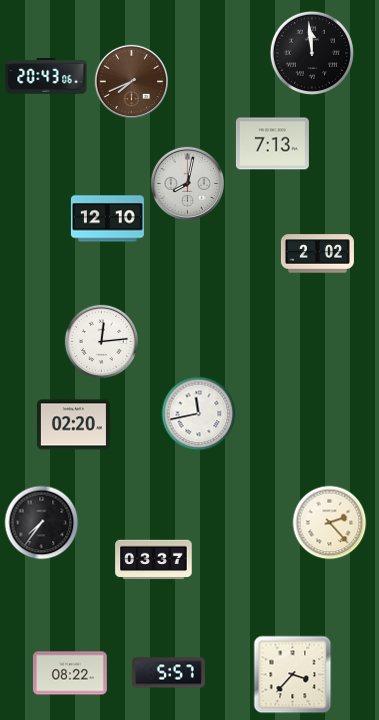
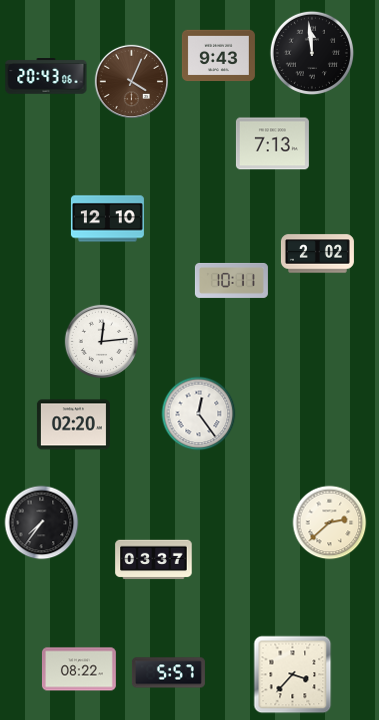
clock at (218, 56): none -> 9:43
clock at (131, 81): 7:41 -> 4:04
clock at (187, 183): 8:02 -> none
clock at (231, 280): none -> 10:11
clock at (199, 414): 11:43 -> 12:24
clock at (330, 523): 2:23 -> 2:38
clock at (70, 673) position: (70, 673) -> (79, 669)
